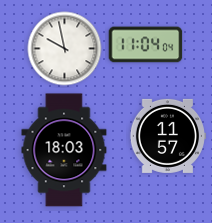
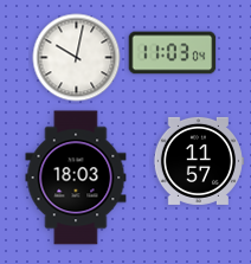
clock at (146, 45): 11:04 -> 11:03
clock at (65, 49): 9:58 -> 10:02
